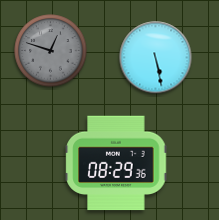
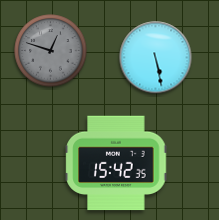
clock at (116, 163): 08:29 -> 15:42
